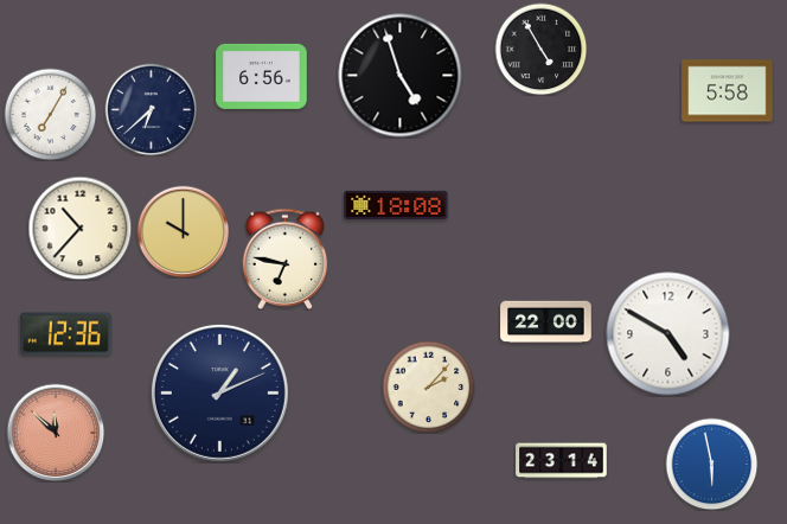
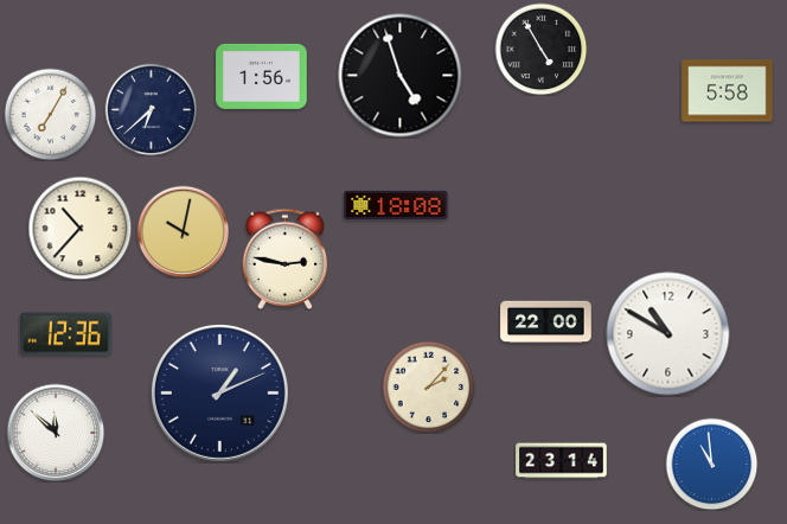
clock at (262, 76): 6:56 -> 1:56
clock at (183, 231): 10:00 -> 10:02
clock at (286, 258): 6:47 -> 2:47
clock at (668, 334): 4:50 -> 10:50
clock at (56, 433) dial: salmon -> white
clock at (711, 464): 5:58 -> 10:59
